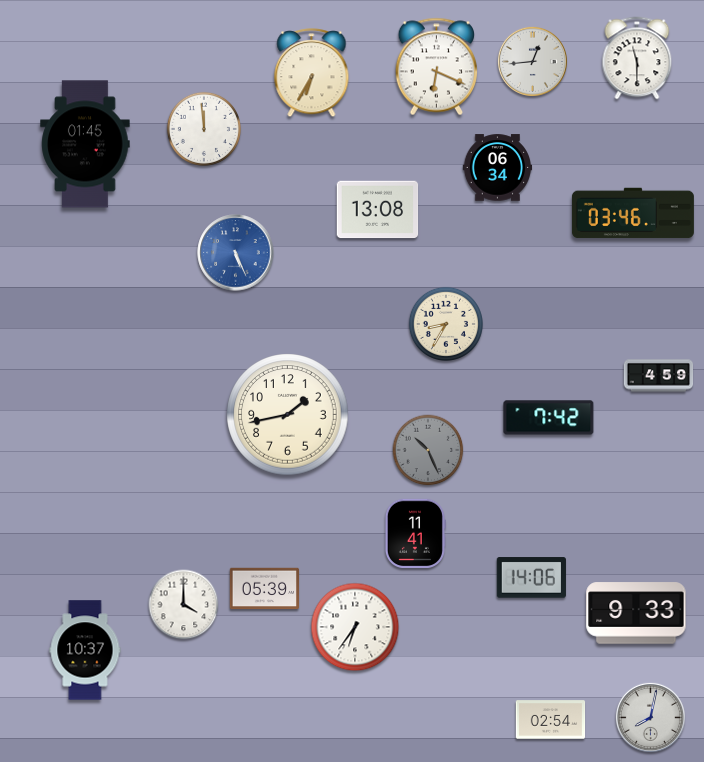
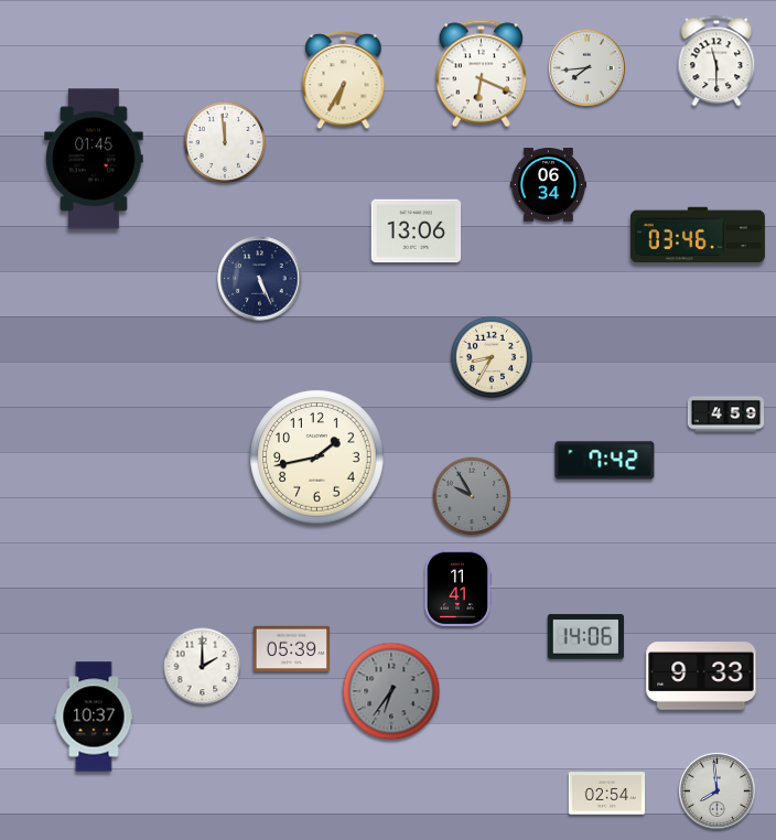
clock at (637, 58) position: (637, 58) -> (716, 61)
clock at (532, 61): 12:44 -> 7:44
clock at (378, 210): 13:08 -> 13:06
clock at (236, 253) dial: blue -> navy
clock at (428, 450): 10:26 -> 9:55
clock at (184, 605): 4:00 -> 2:00
clock at (355, 627) dial: white -> grey
clock at (650, 717): 8:02 -> 7:59
